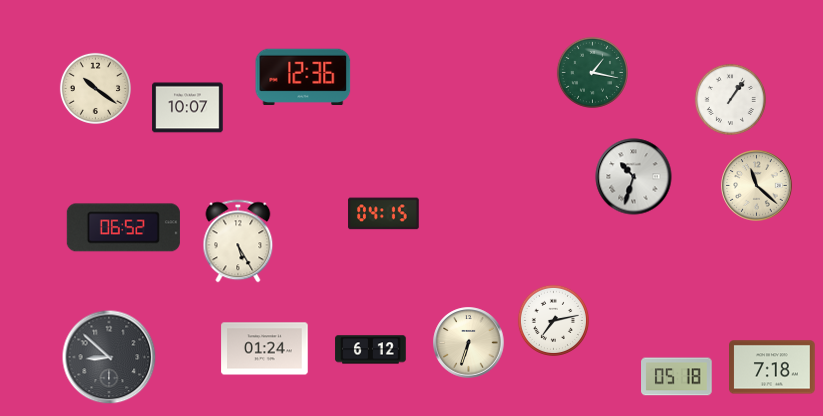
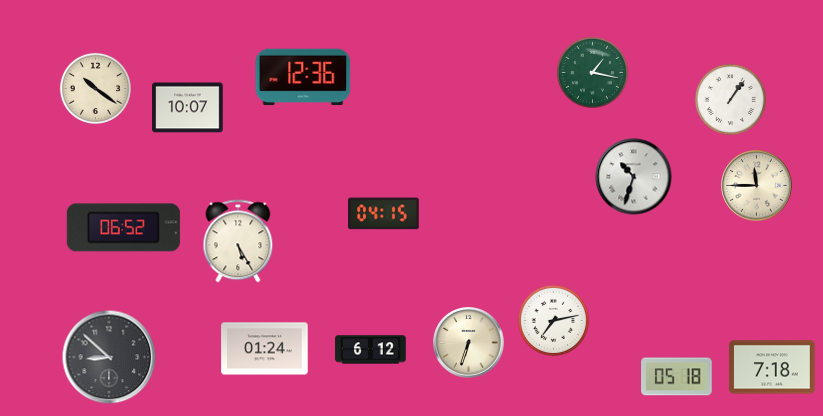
clock at (757, 186): 11:22 -> 11:45
